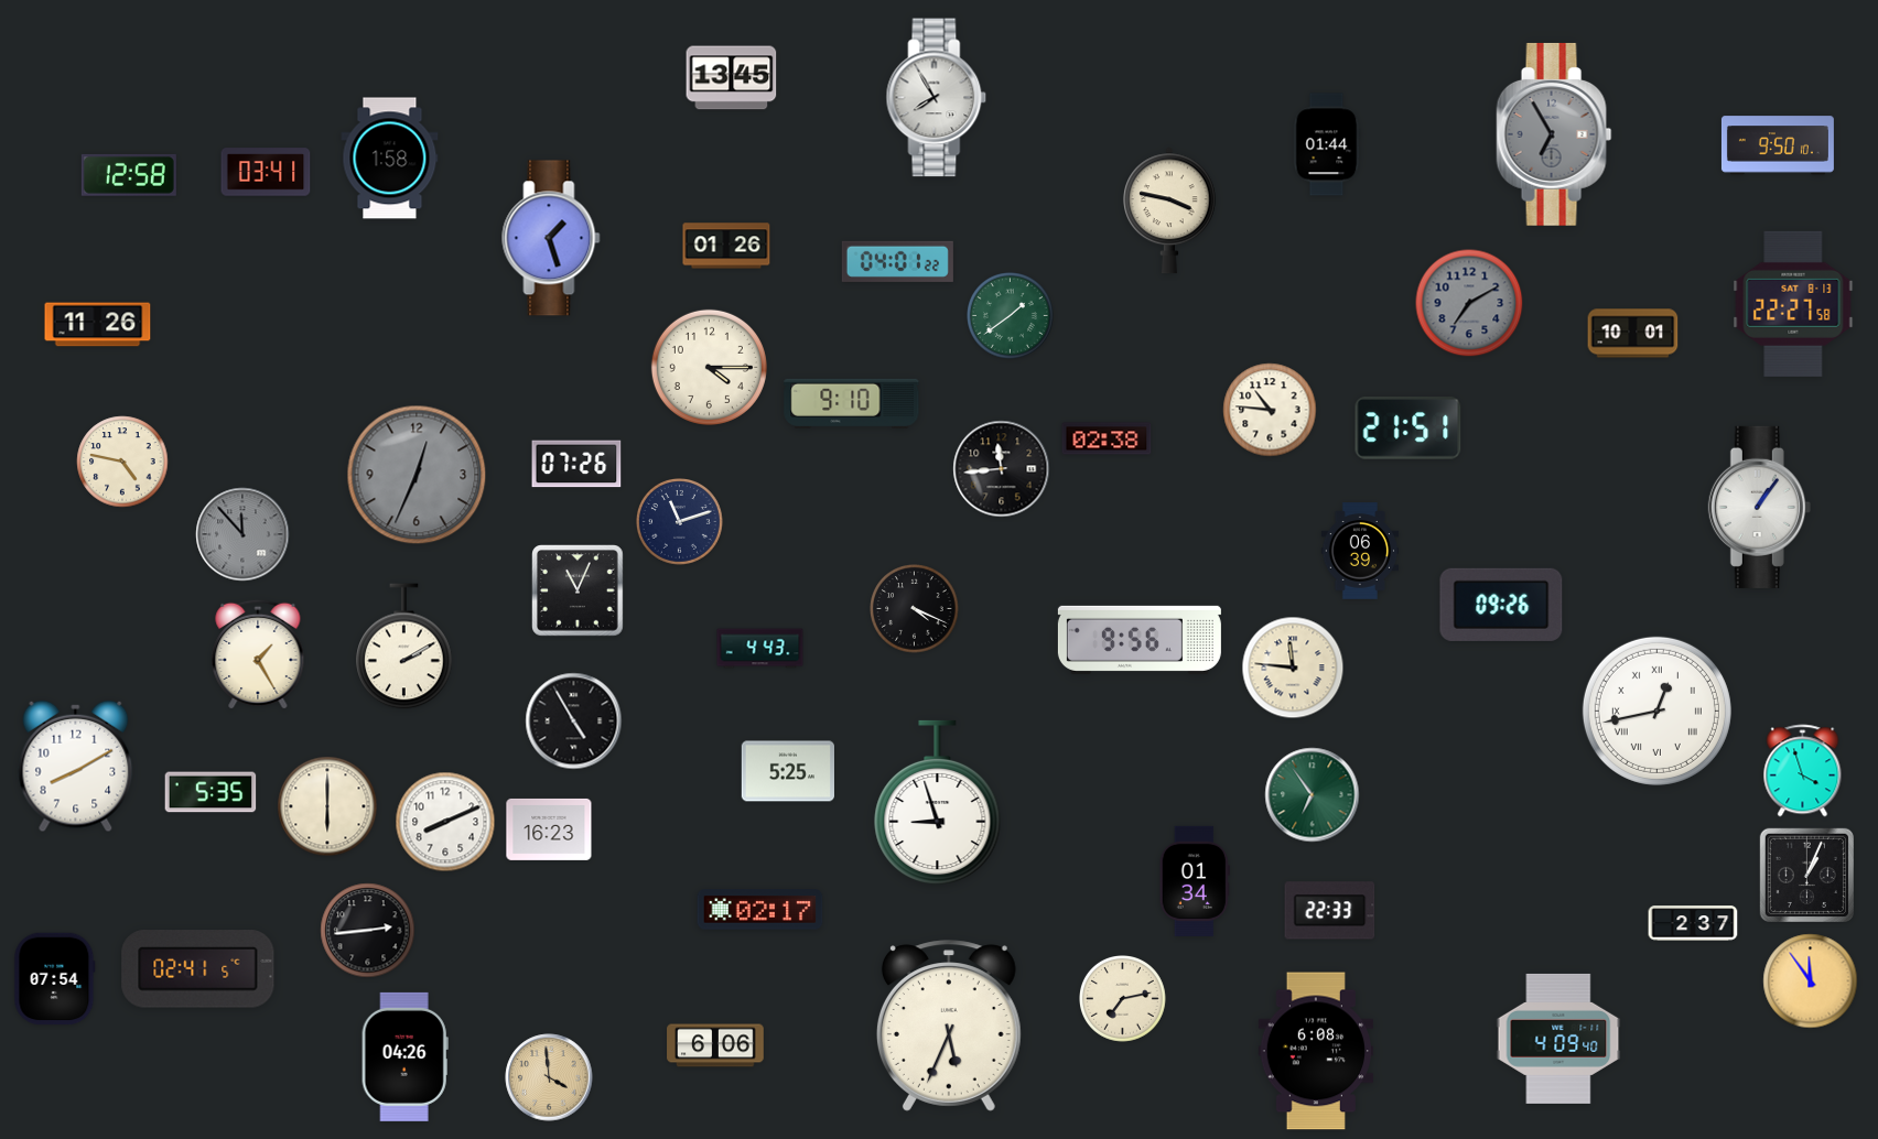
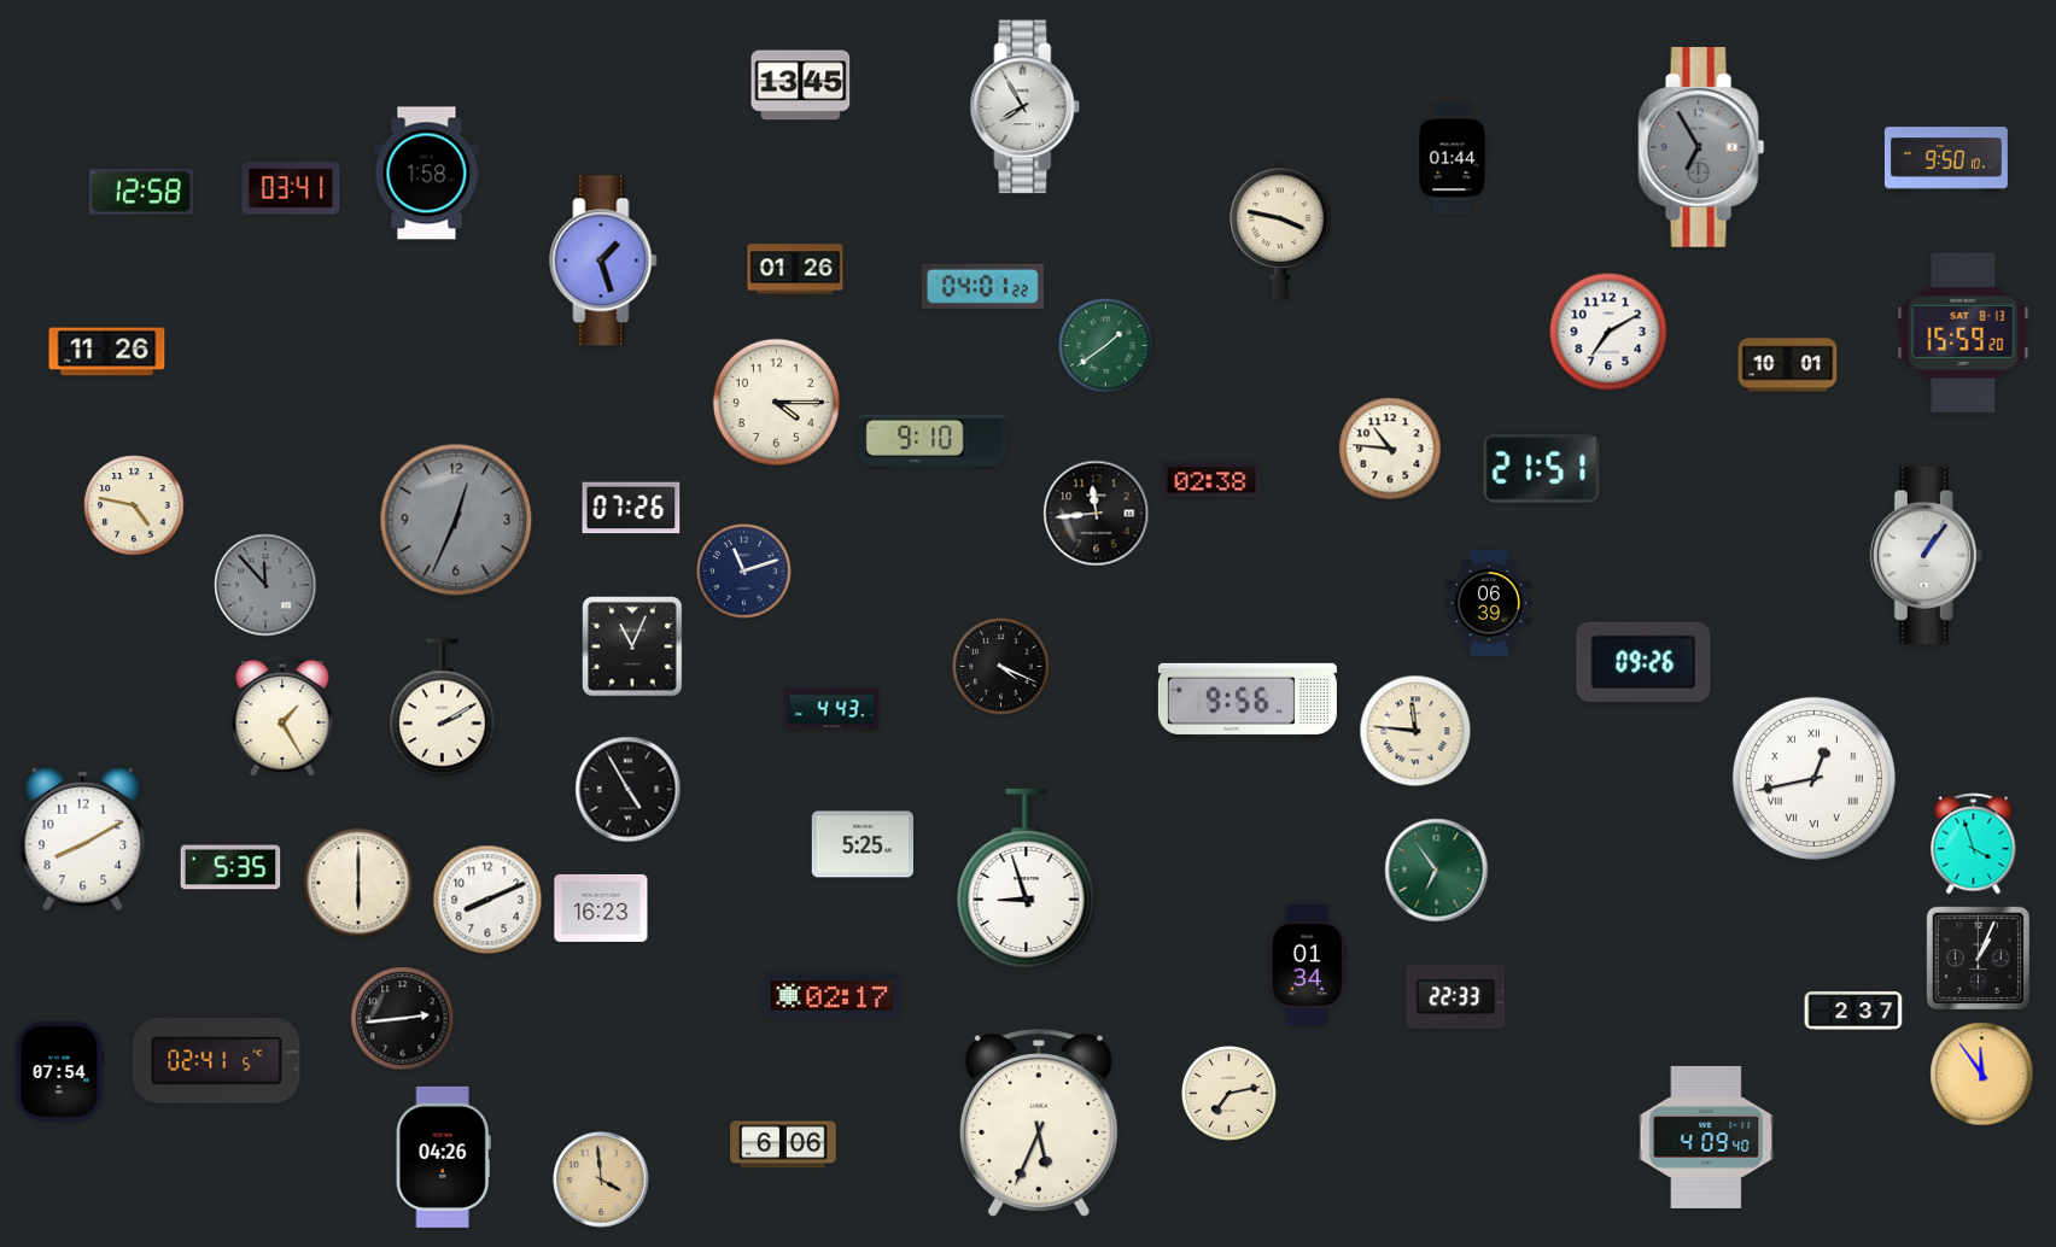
clock at (1469, 303) dial: grey -> white
clock at (1793, 304): 22:27 -> 15:59
clock at (98, 325) position: (98, 325) -> (107, 352)
clock at (1315, 1051): 6:08 -> none
